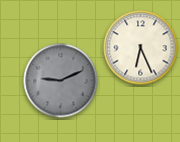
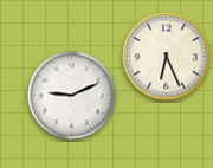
clock at (61, 81) dial: grey -> white
